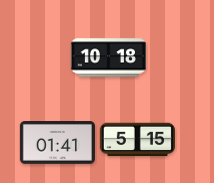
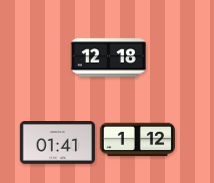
clock at (108, 58): 10:18 -> 12:18
clock at (137, 140): 5:15 -> 1:12
